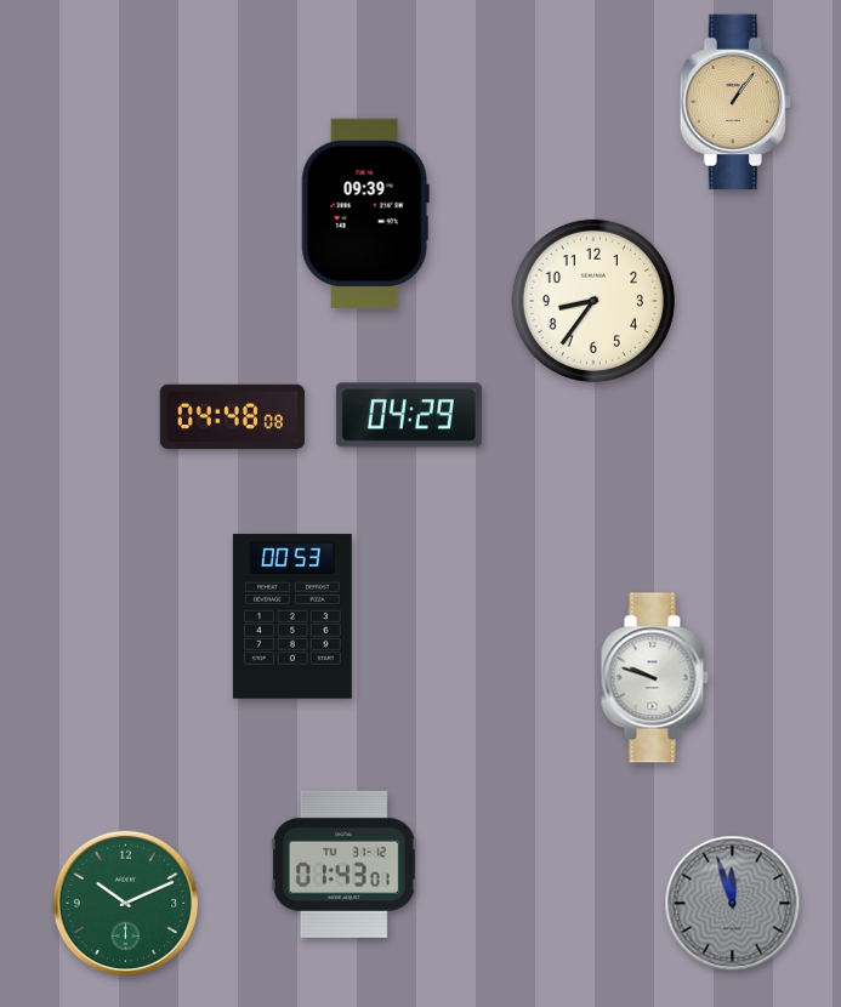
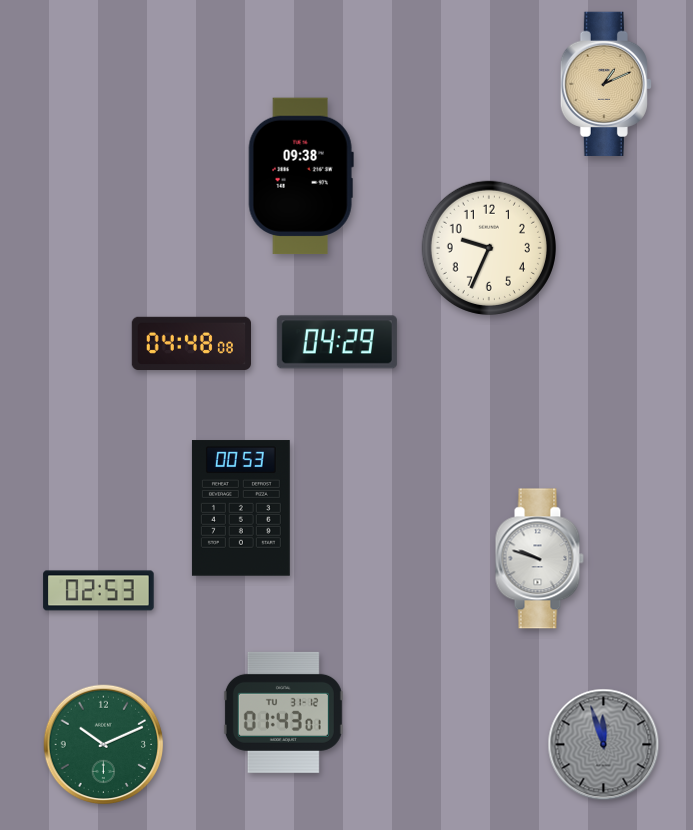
clock at (735, 101): 1:06 -> 1:11
clock at (365, 214): 09:39 -> 09:38
clock at (593, 301): 8:36 -> 9:34
clock at (99, 591): none -> 02:53
